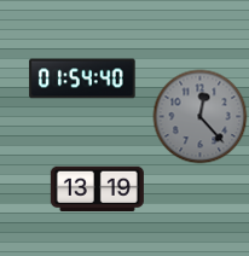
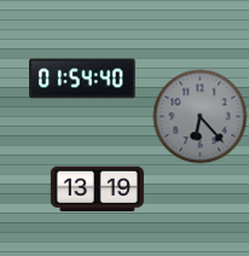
clock at (199, 116): 12:23 -> 6:23
